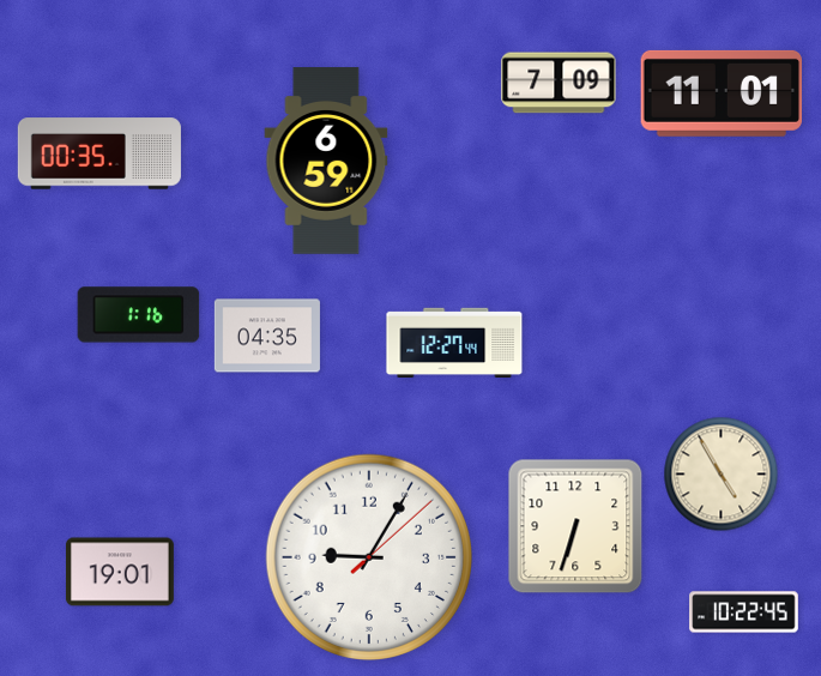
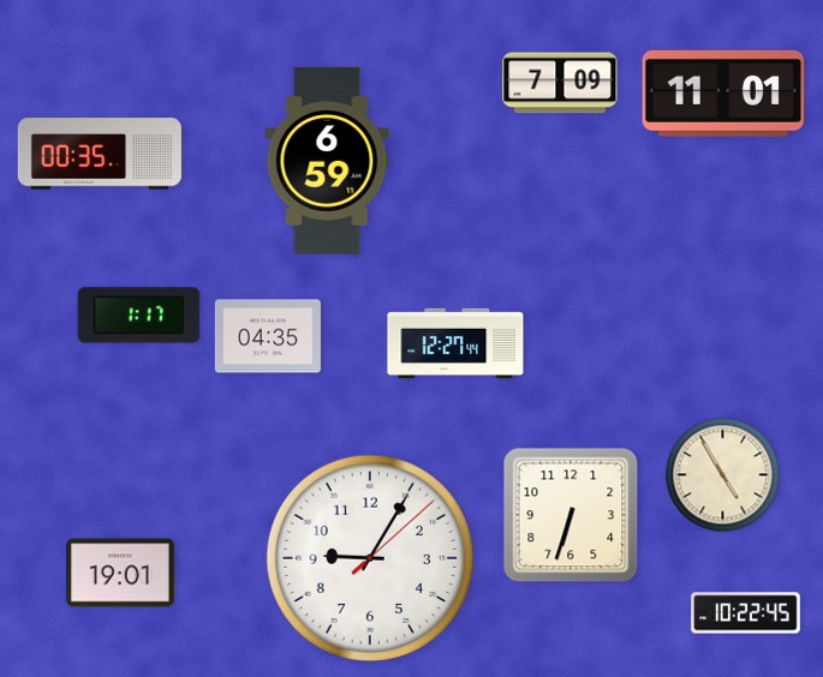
clock at (139, 315): 1:16 -> 1:17
clock at (575, 526) position: (575, 526) -> (571, 515)
